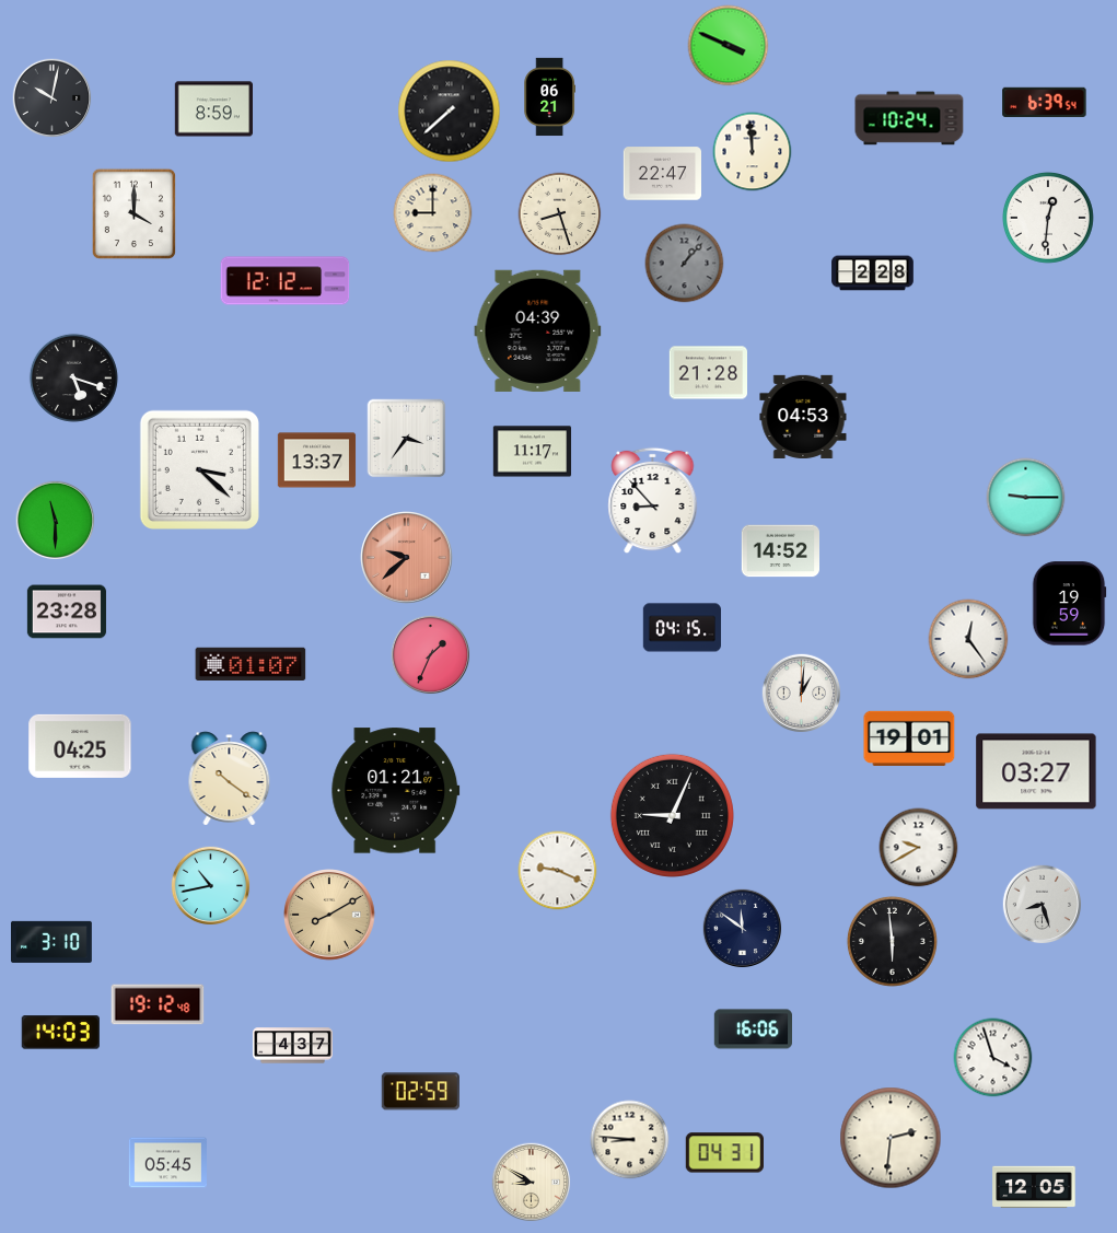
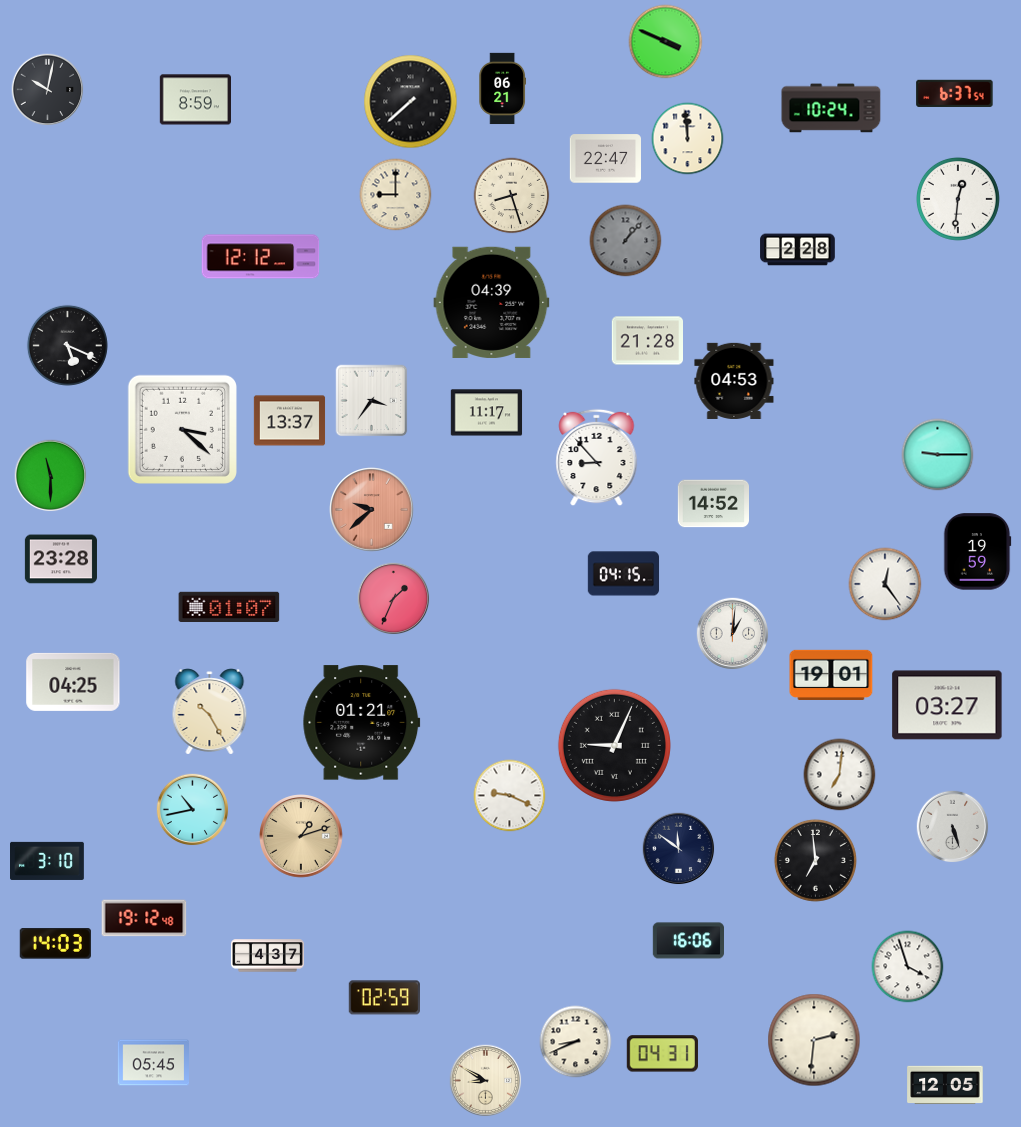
clock at (1045, 102): 6:39 -> 6:37
clock at (133, 213): 4:00 -> none
clock at (73, 377): 5:18 -> 5:19
clock at (230, 779): 10:21 -> 10:25
clock at (919, 848): 9:40 -> 7:01
clock at (1043, 905): 8:27 -> 5:27
clock at (329, 915): 8:10 -> 1:12
clock at (892, 941): 5:59 -> 6:59
clock at (630, 1140): 8:46 -> 8:41
